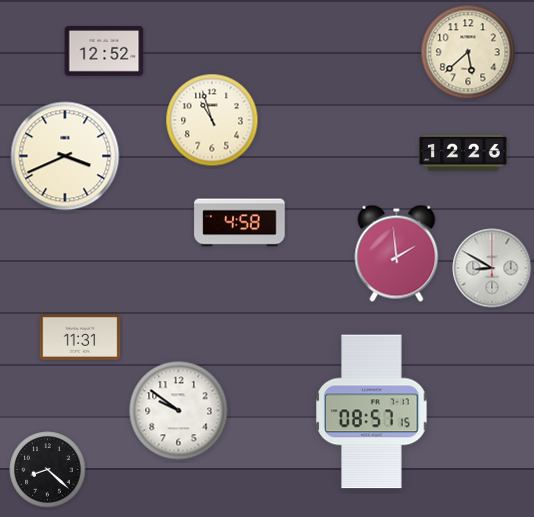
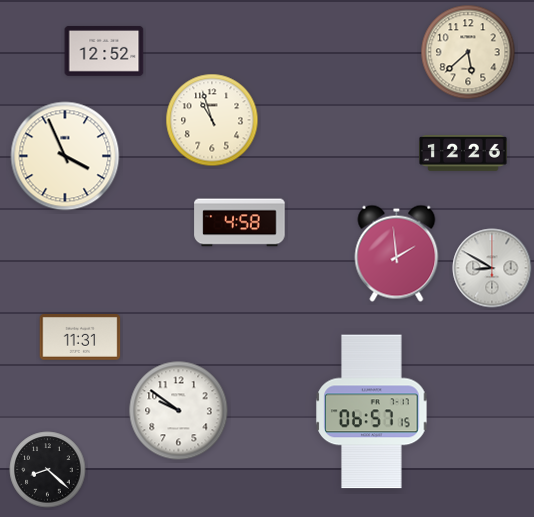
clock at (65, 156): 3:41 -> 3:56
clock at (372, 412): 08:57 -> 06:57
